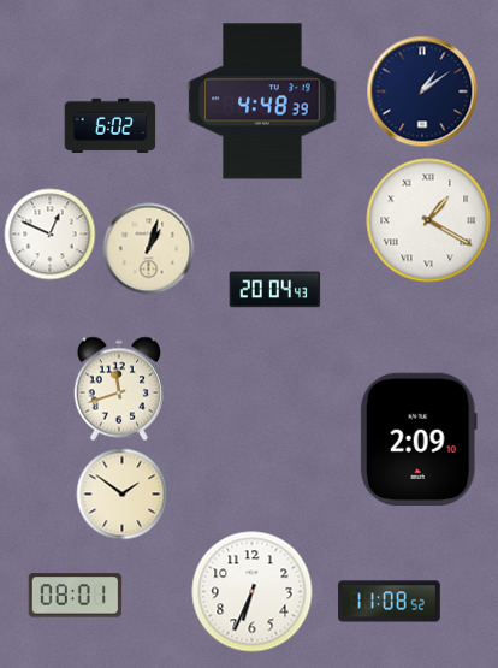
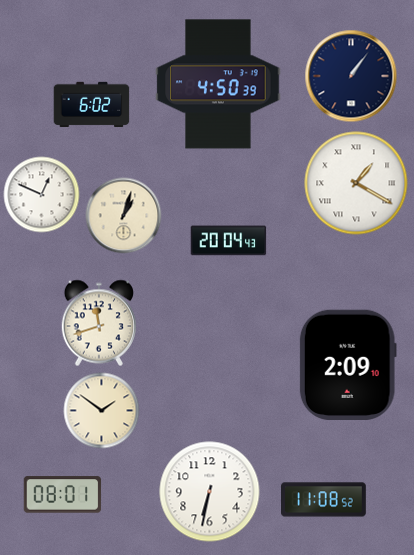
clock at (422, 91): 1:09 -> 1:06
clock at (262, 101): 4:48 -> 4:50
clock at (149, 249) position: (149, 249) -> (124, 216)
clock at (253, 592): 6:34 -> 6:32
